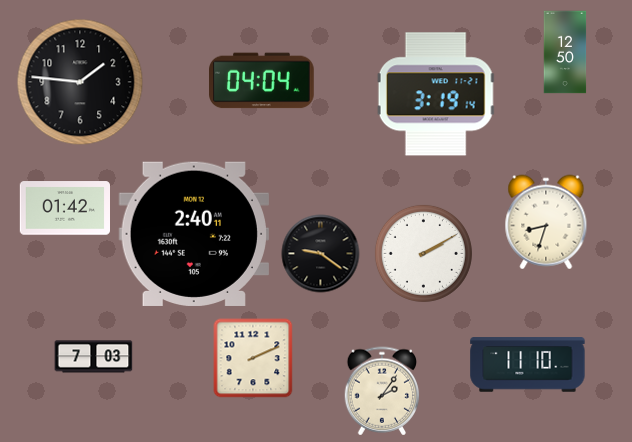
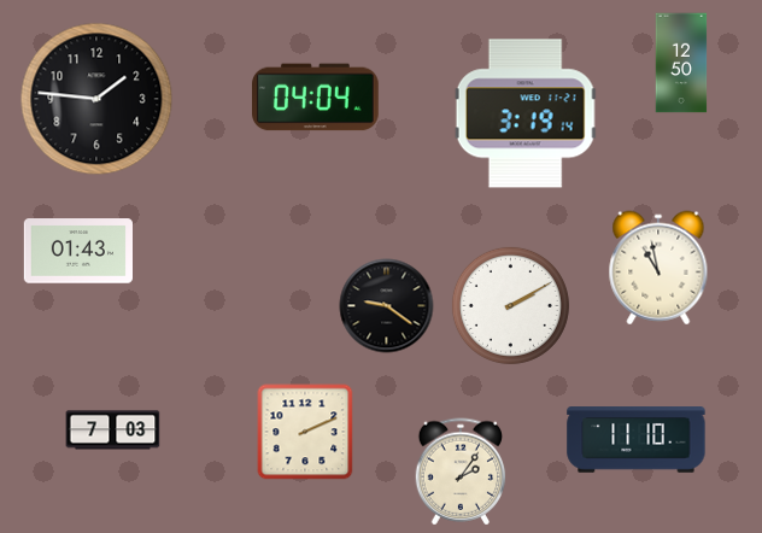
clock at (64, 208): 01:42 -> 01:43
clock at (546, 222): 8:33 -> 10:58
clock at (194, 234): 2:40 -> none
